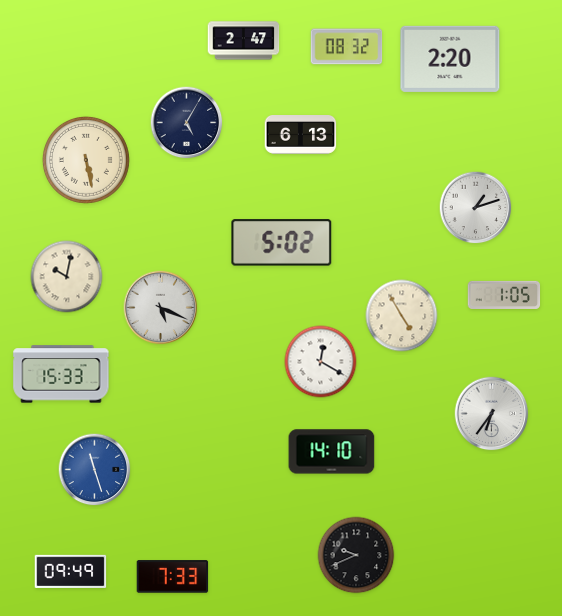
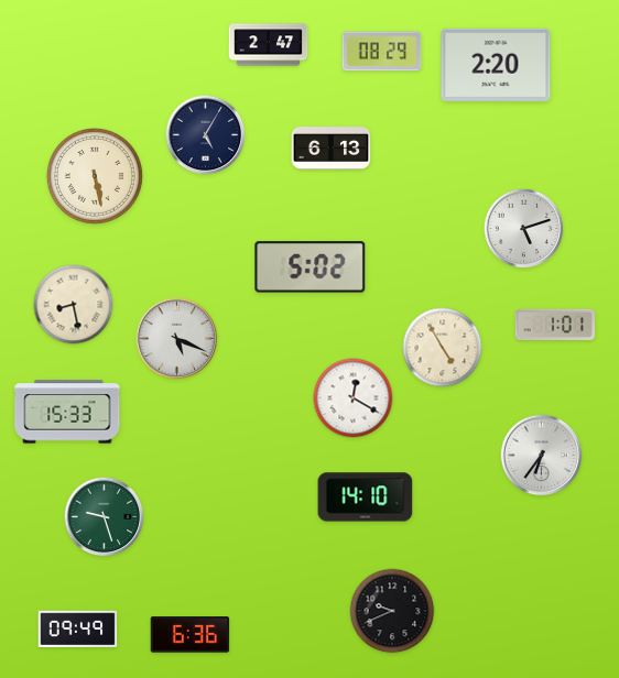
clock at (347, 47): 08:32 -> 08:29
clock at (476, 208): 1:12 -> 5:12
clock at (67, 277): 10:02 -> 8:28
clock at (504, 295): 1:05 -> 1:01
clock at (95, 470): 11:27 -> 9:27
clock at (95, 470) dial: blue -> green
clock at (173, 577): 7:33 -> 6:36
